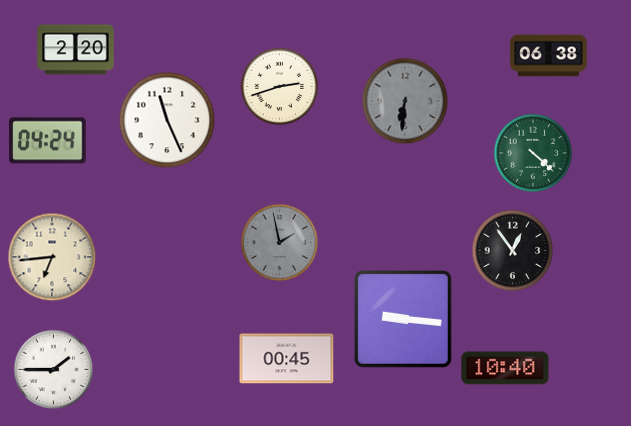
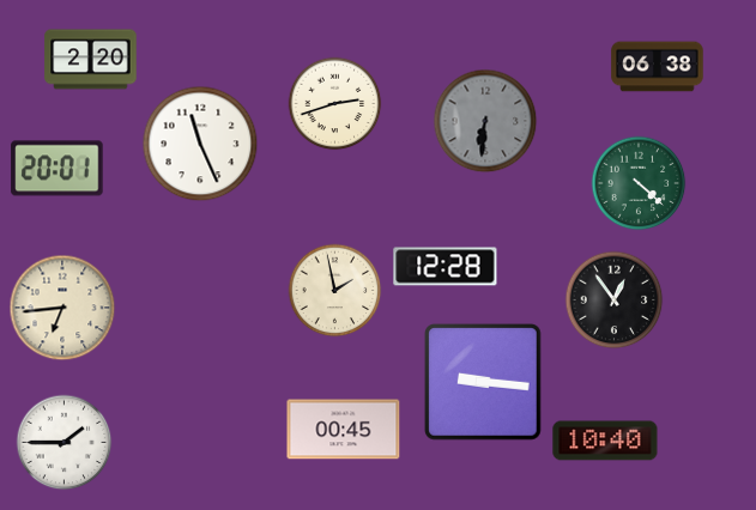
clock at (48, 141): 04:24 -> 20:01
clock at (446, 267): none -> 12:28
clock at (279, 242) dial: grey -> cream
